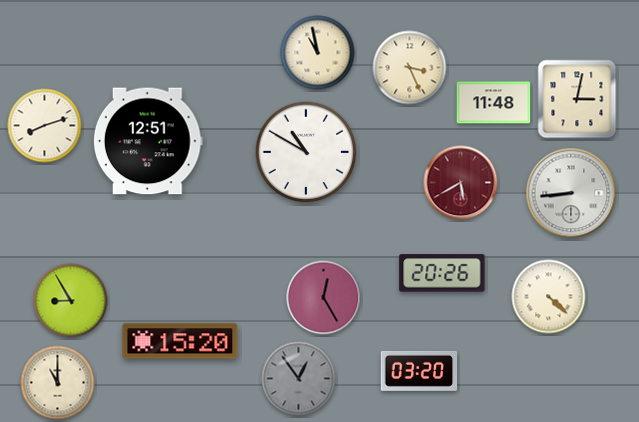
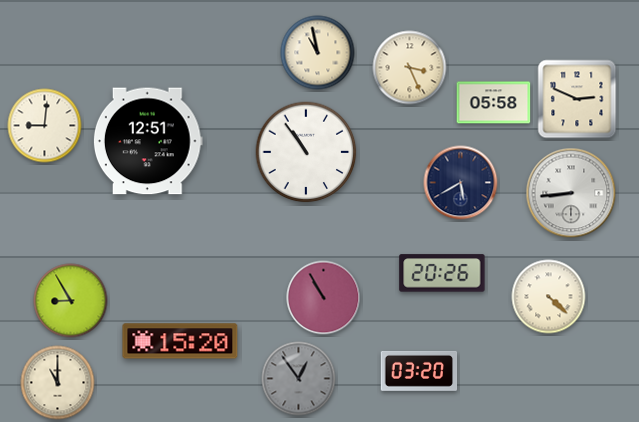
clock at (577, 99): 3:02 -> 2:49
clock at (494, 103): 11:48 -> 05:58
clock at (45, 126): 8:12 -> 9:01
clock at (306, 152): 10:50 -> 10:54
clock at (461, 183) dial: burgundy -> navy
clock at (324, 298): 12:25 -> 10:55
